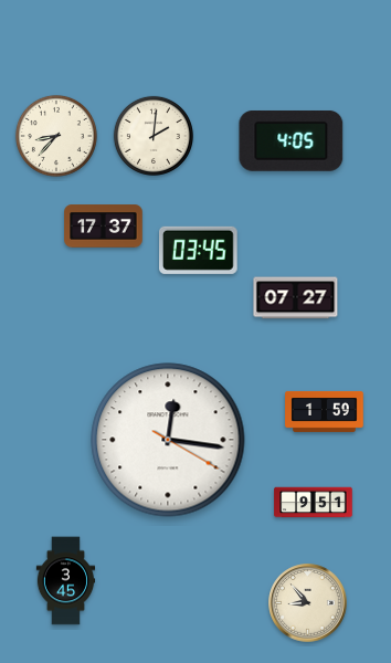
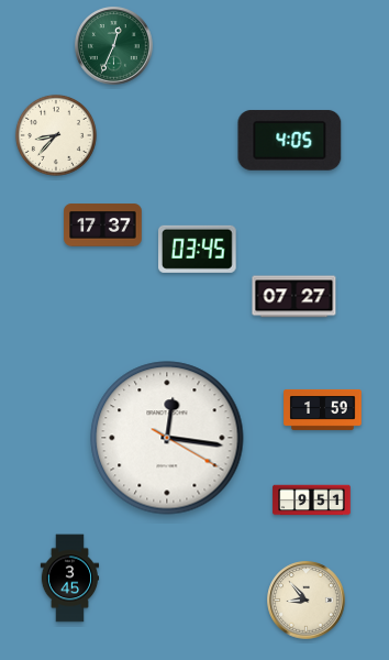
clock at (114, 46): none -> 12:34
clock at (154, 136): 2:01 -> none
clock at (66, 581) position: (66, 581) -> (70, 579)
